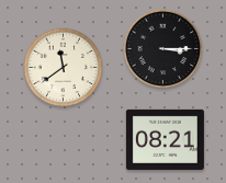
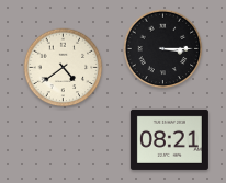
clock at (64, 68): 11:39 -> 4:39
clock at (165, 139) position: (165, 139) -> (169, 139)
